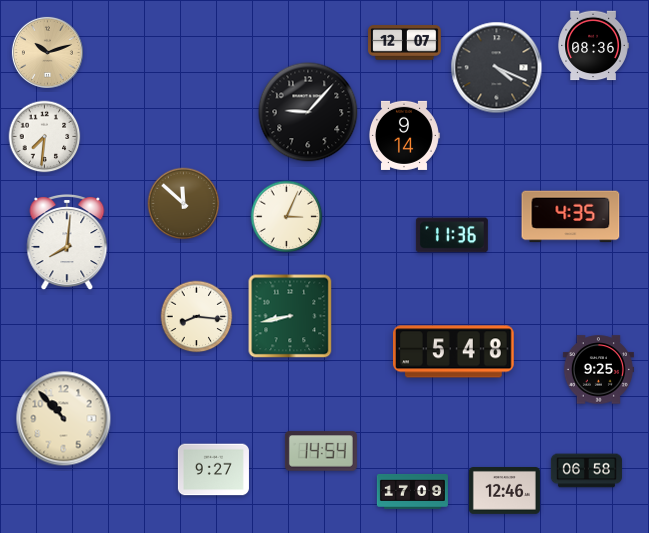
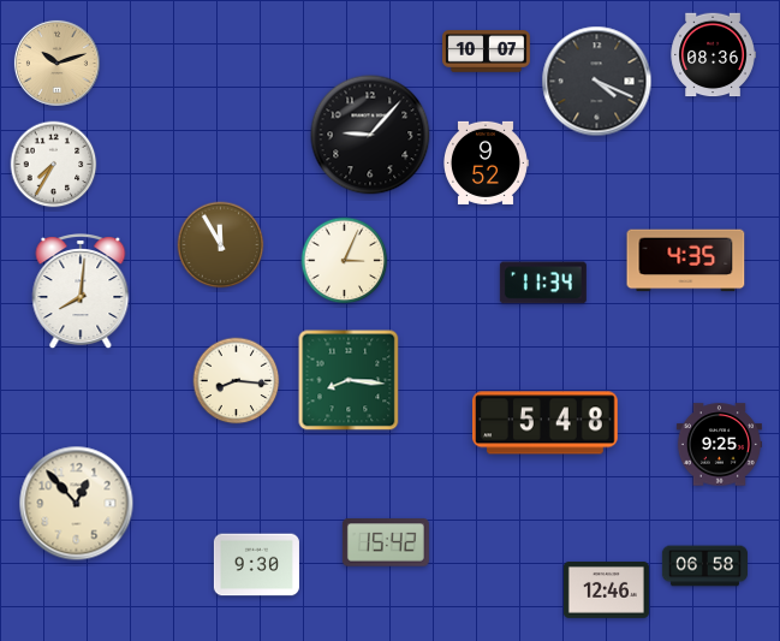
clock at (405, 43): 12:07 -> 10:07
clock at (405, 135): 9:14 -> 9:52
clock at (45, 137): 7:31 -> 7:35
clock at (184, 204): 11:52 -> 11:55
clock at (452, 235): 11:36 -> 11:34
clock at (290, 316): 8:43 -> 8:16
clock at (64, 419): 10:53 -> 12:53
clock at (321, 451): 14:54 -> 15:42
clock at (213, 470): 9:27 -> 9:30
clock at (412, 491): 17:09 -> none
